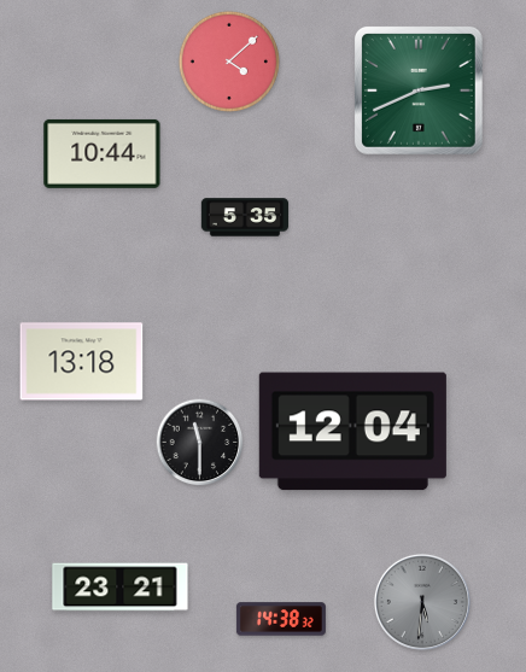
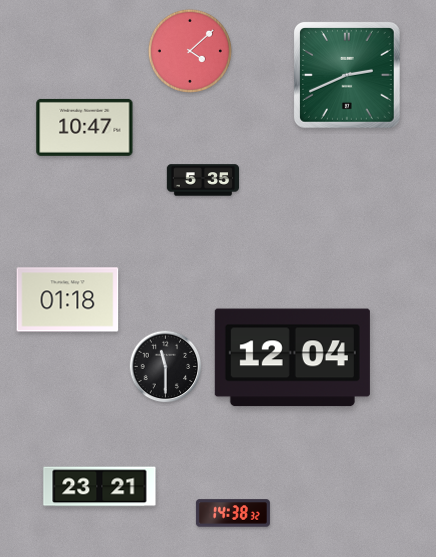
clock at (103, 153): 10:44 -> 10:47
clock at (82, 362): 13:18 -> 01:18
clock at (422, 602): 5:31 -> none
